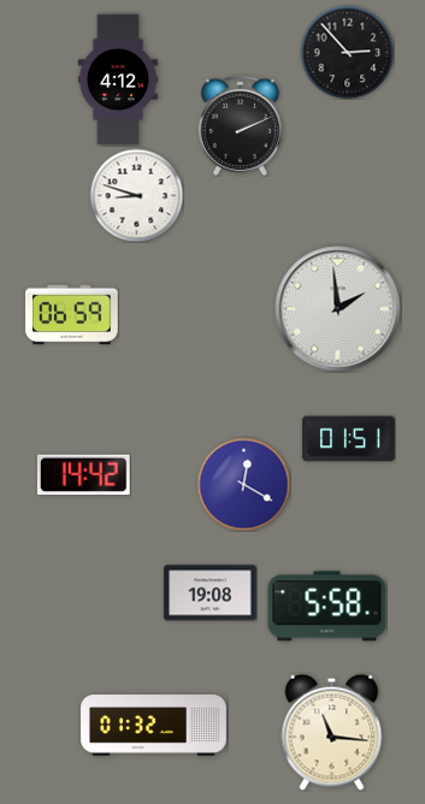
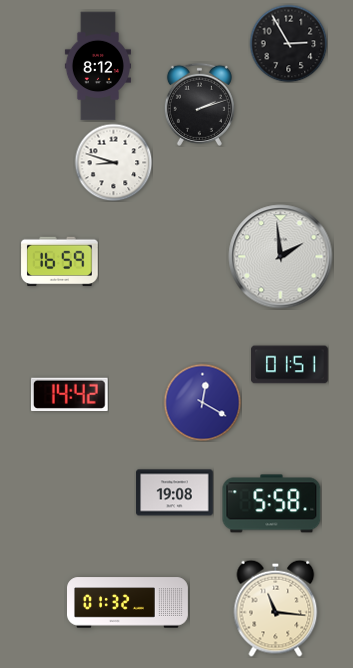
clock at (347, 52): 2:53 -> 2:55
clock at (118, 79): 4:12 -> 8:12
clock at (240, 125): 2:11 -> 2:12
clock at (72, 315): 06:59 -> 16:59
